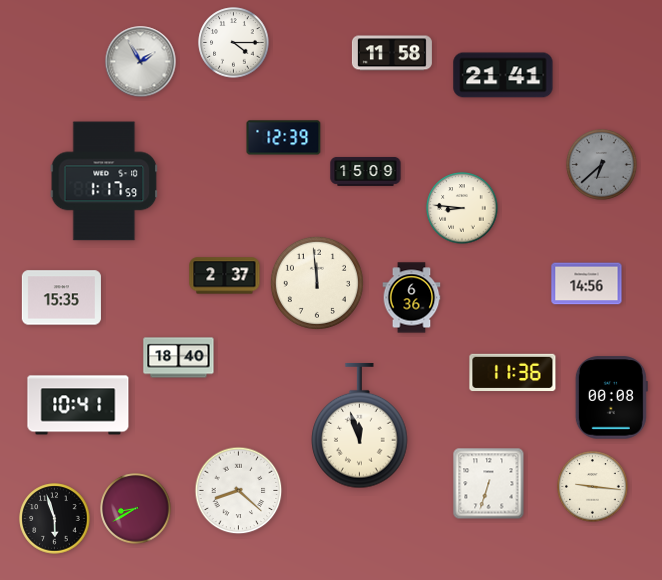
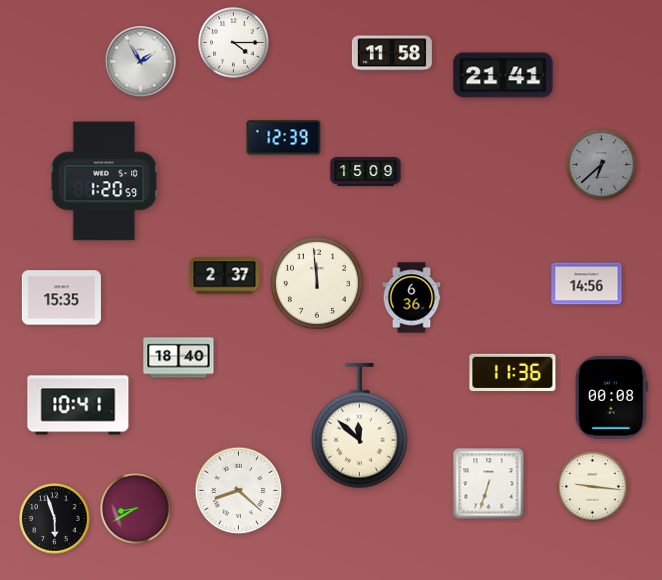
clock at (104, 181): 1:17 -> 1:20
clock at (462, 208): 8:46 -> none
clock at (360, 426): 11:57 -> 11:52
